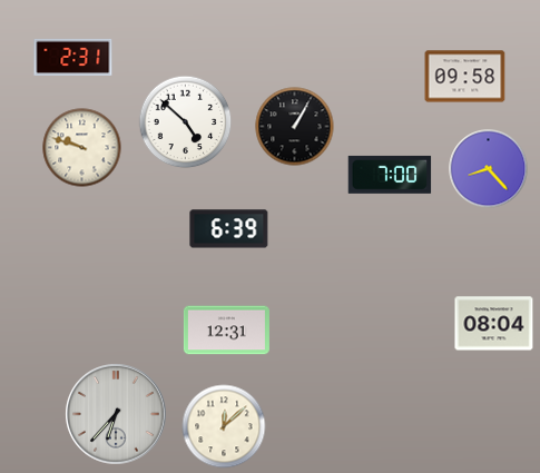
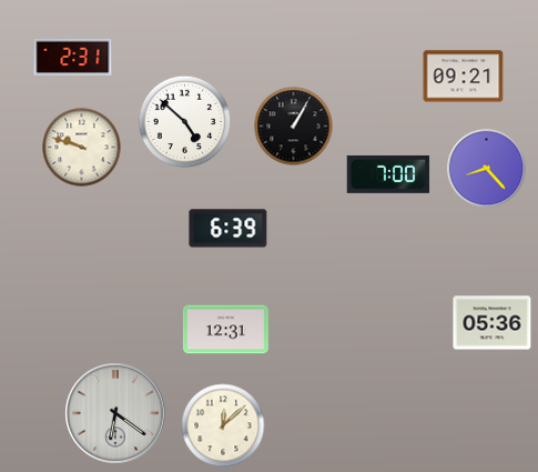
clock at (465, 77): 09:58 -> 09:21
clock at (494, 324): 08:04 -> 05:36
clock at (116, 414): 6:37 -> 6:21
